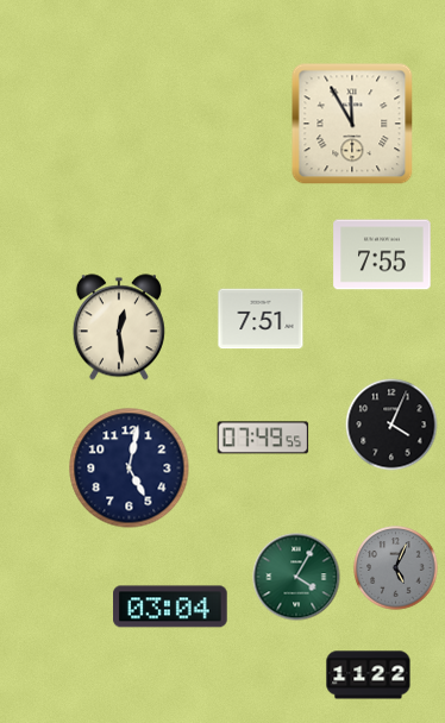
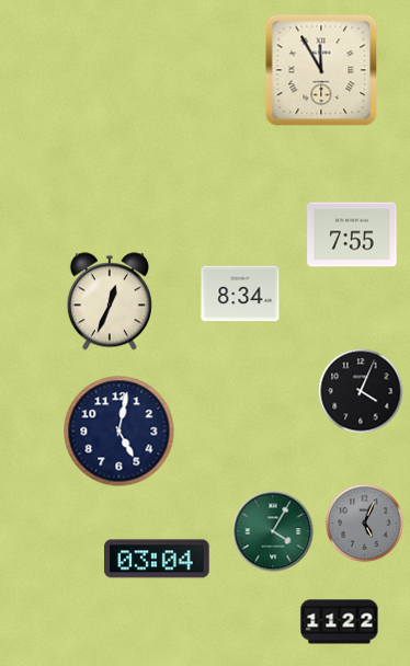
clock at (352, 124) position: (352, 124) -> (321, 70)
clock at (261, 319): 7:51 -> 8:34
clock at (119, 327): 12:29 -> 12:34
clock at (263, 438): 07:49 -> none
